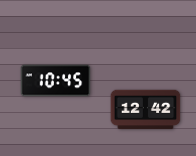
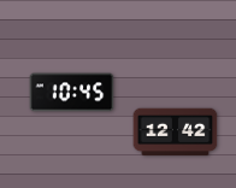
clock at (56, 81) position: (56, 81) -> (72, 93)
